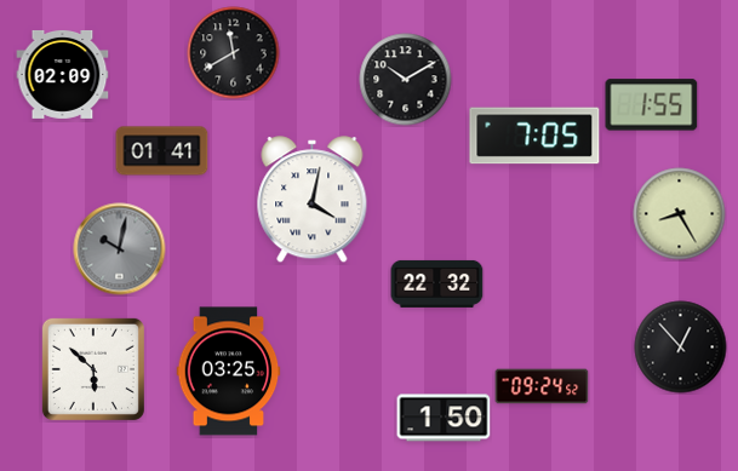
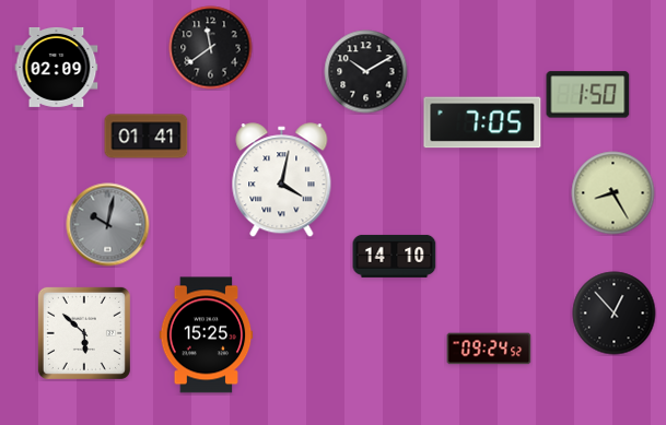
clock at (234, 53): 11:40 -> 11:39
clock at (652, 105): 1:55 -> 1:50
clock at (437, 283): 22:32 -> 14:10
clock at (229, 372): 03:25 -> 15:25
clock at (444, 418): 1:50 -> none
